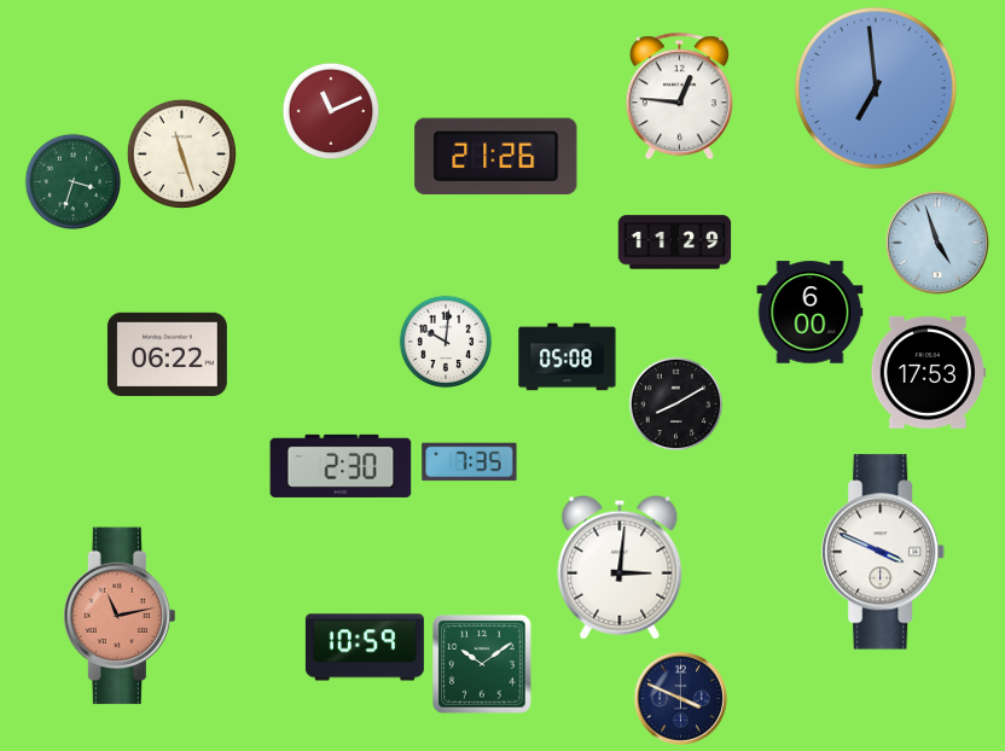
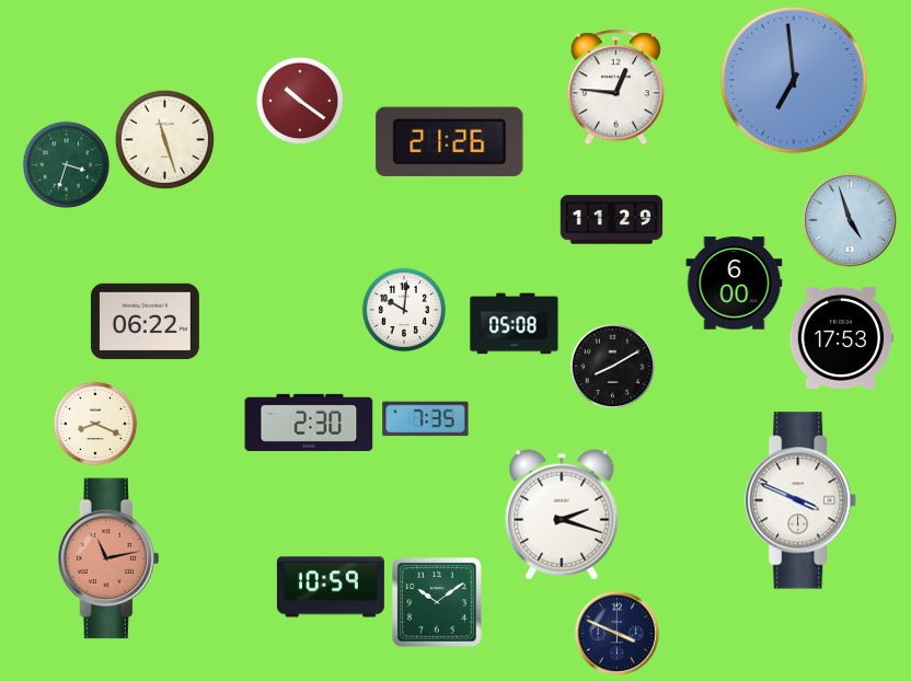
clock at (331, 111): 11:11 -> 10:21
clock at (167, 354) position: (167, 354) -> (145, 321)
clock at (95, 424): none -> 8:19
clock at (620, 567): 3:01 -> 2:18
